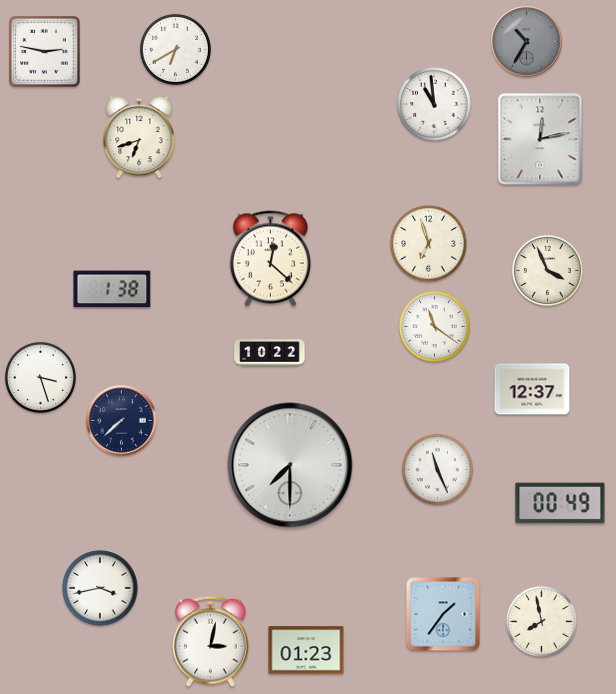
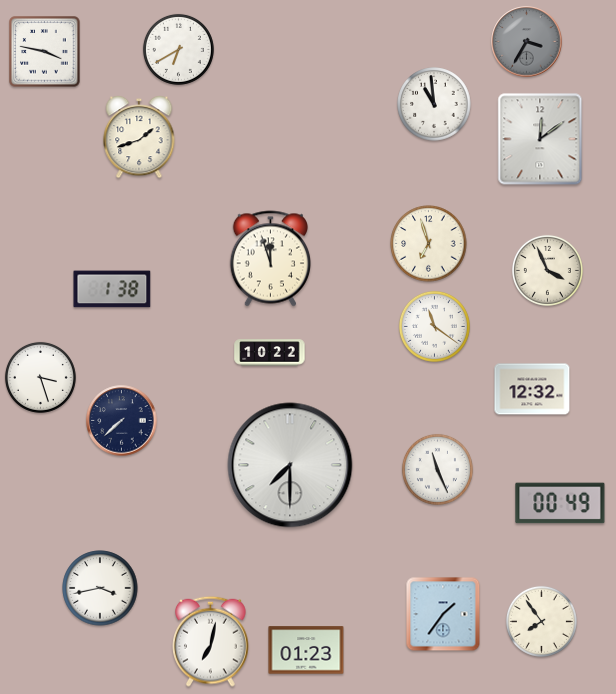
clock at (527, 42): 10:35 -> 3:35
clock at (175, 49) position: (175, 49) -> (178, 49)
clock at (45, 52): 2:47 -> 3:47
clock at (139, 137): 6:42 -> 1:42
clock at (540, 139): 12:13 -> 12:09
clock at (270, 259): 12:22 -> 11:57
clock at (532, 389): 12:37 -> 12:32
clock at (541, 621): 7:58 -> 7:54
clock at (211, 641): 3:02 -> 7:02
